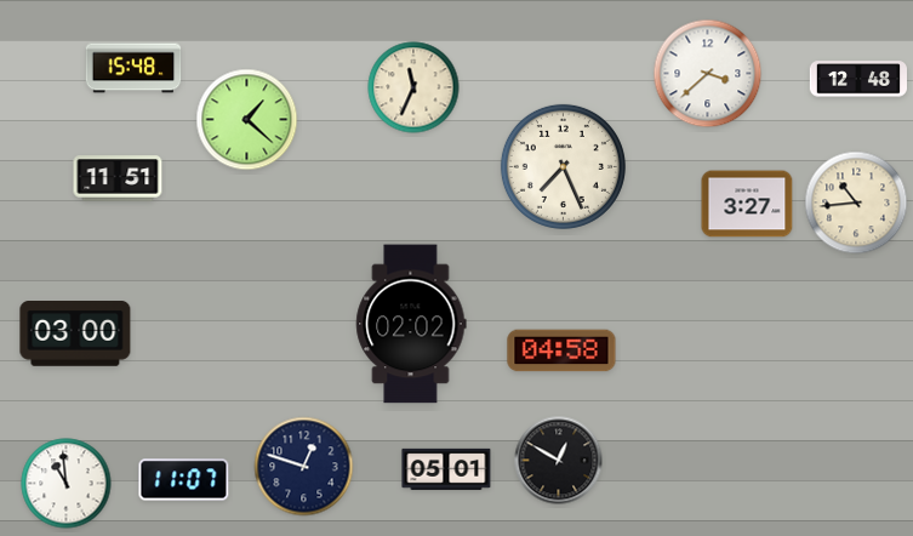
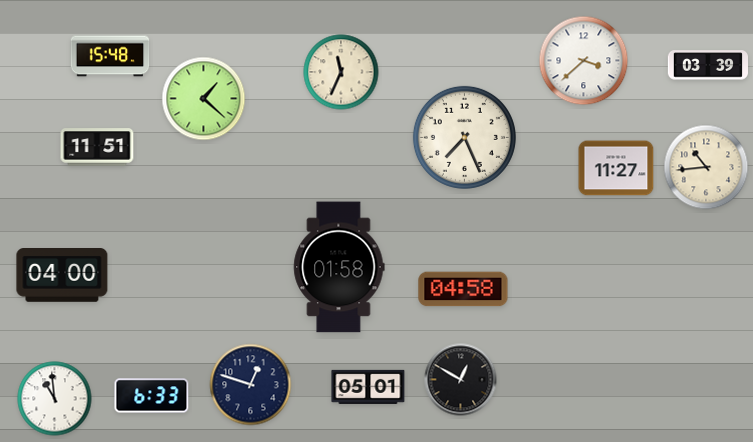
clock at (857, 79): 12:48 -> 03:39
clock at (747, 204): 3:27 -> 11:27
clock at (411, 324): 02:02 -> 01:58
clock at (75, 335): 03:00 -> 04:00
clock at (184, 480): 11:07 -> 6:33
